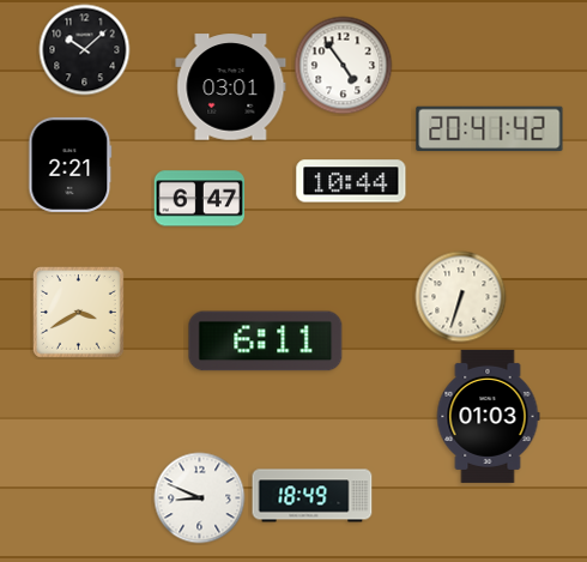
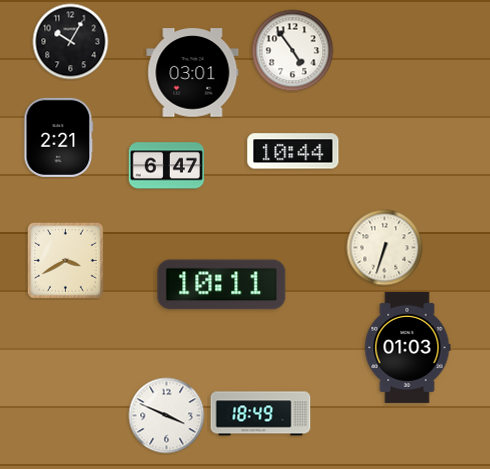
clock at (85, 50): 10:08 -> 10:05
clock at (344, 66) position: (344, 66) -> (293, 51)
clock at (490, 129): 20:41 -> none
clock at (266, 342): 6:11 -> 10:11
clock at (200, 498): 8:49 -> 3:49
